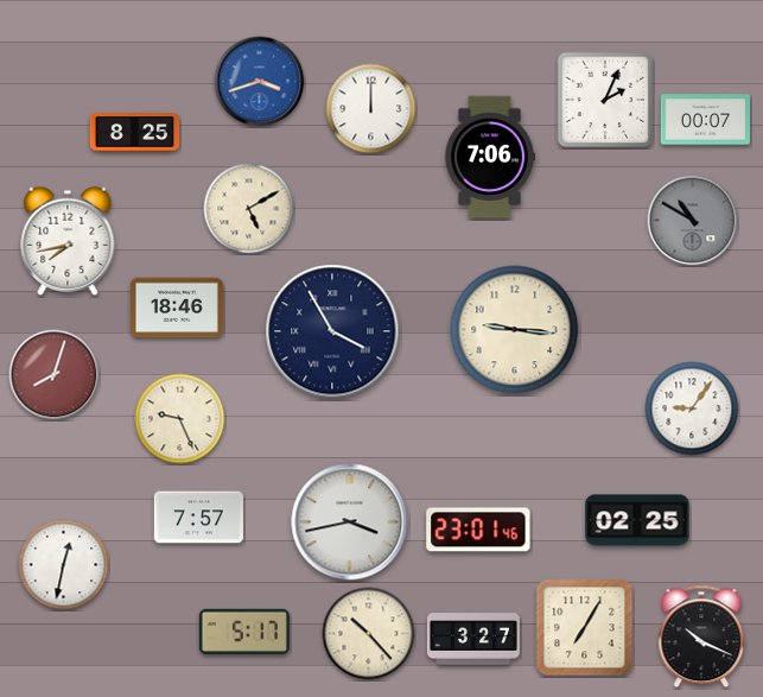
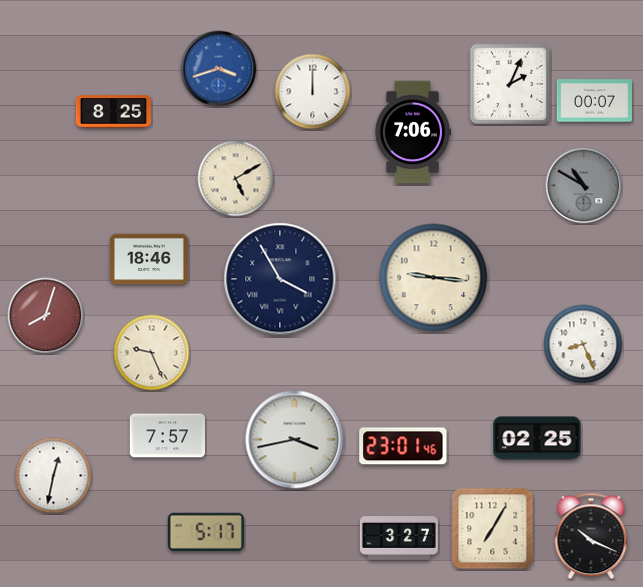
clock at (249, 209) position: (249, 209) -> (236, 179)
clock at (68, 241): 7:43 -> none
clock at (692, 408): 9:06 -> 8:26
clock at (369, 634): 10:23 -> none
